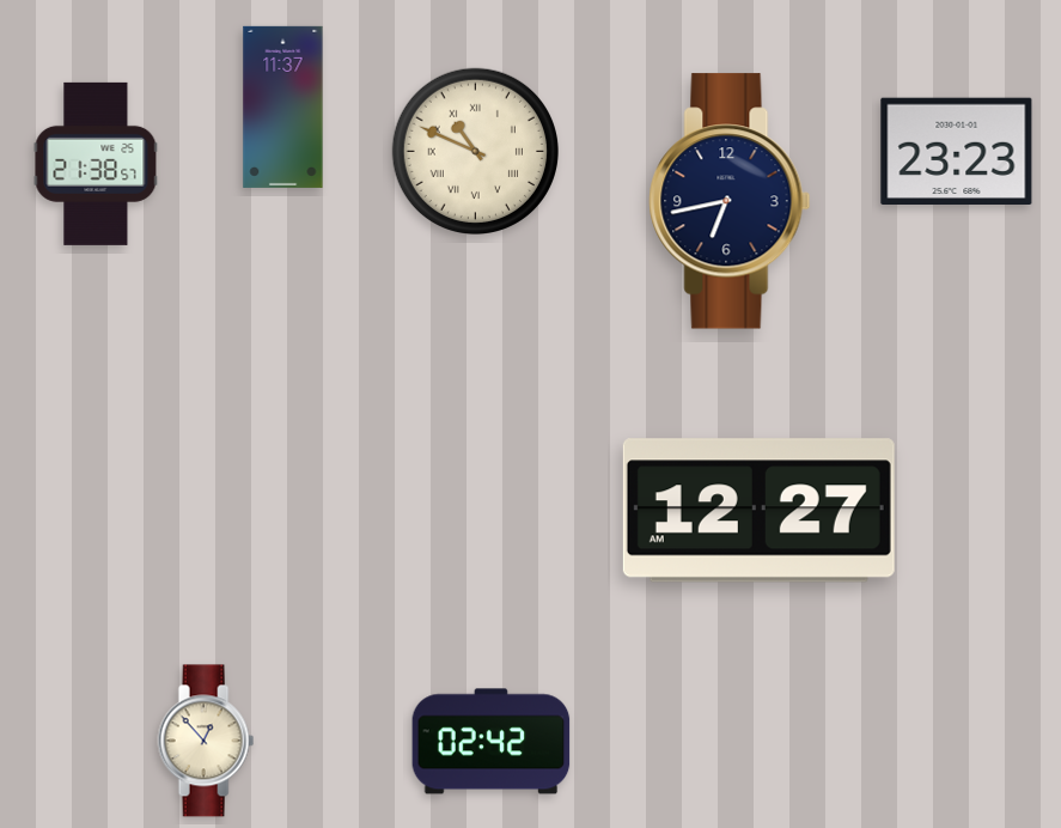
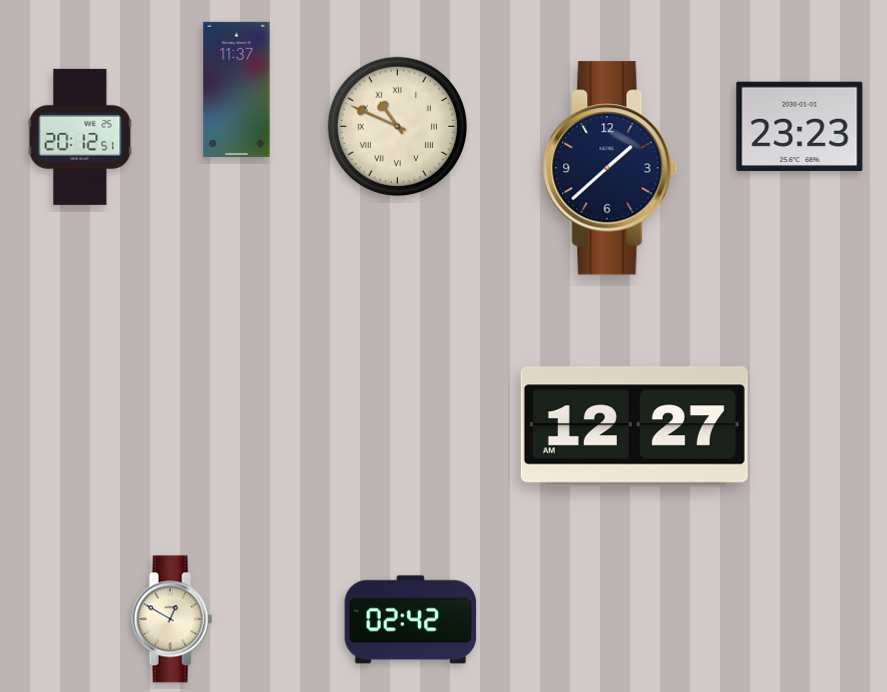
clock at (96, 164): 21:38 -> 20:12
clock at (730, 201): 6:43 -> 1:38
clock at (206, 741): 12:53 -> 12:50
